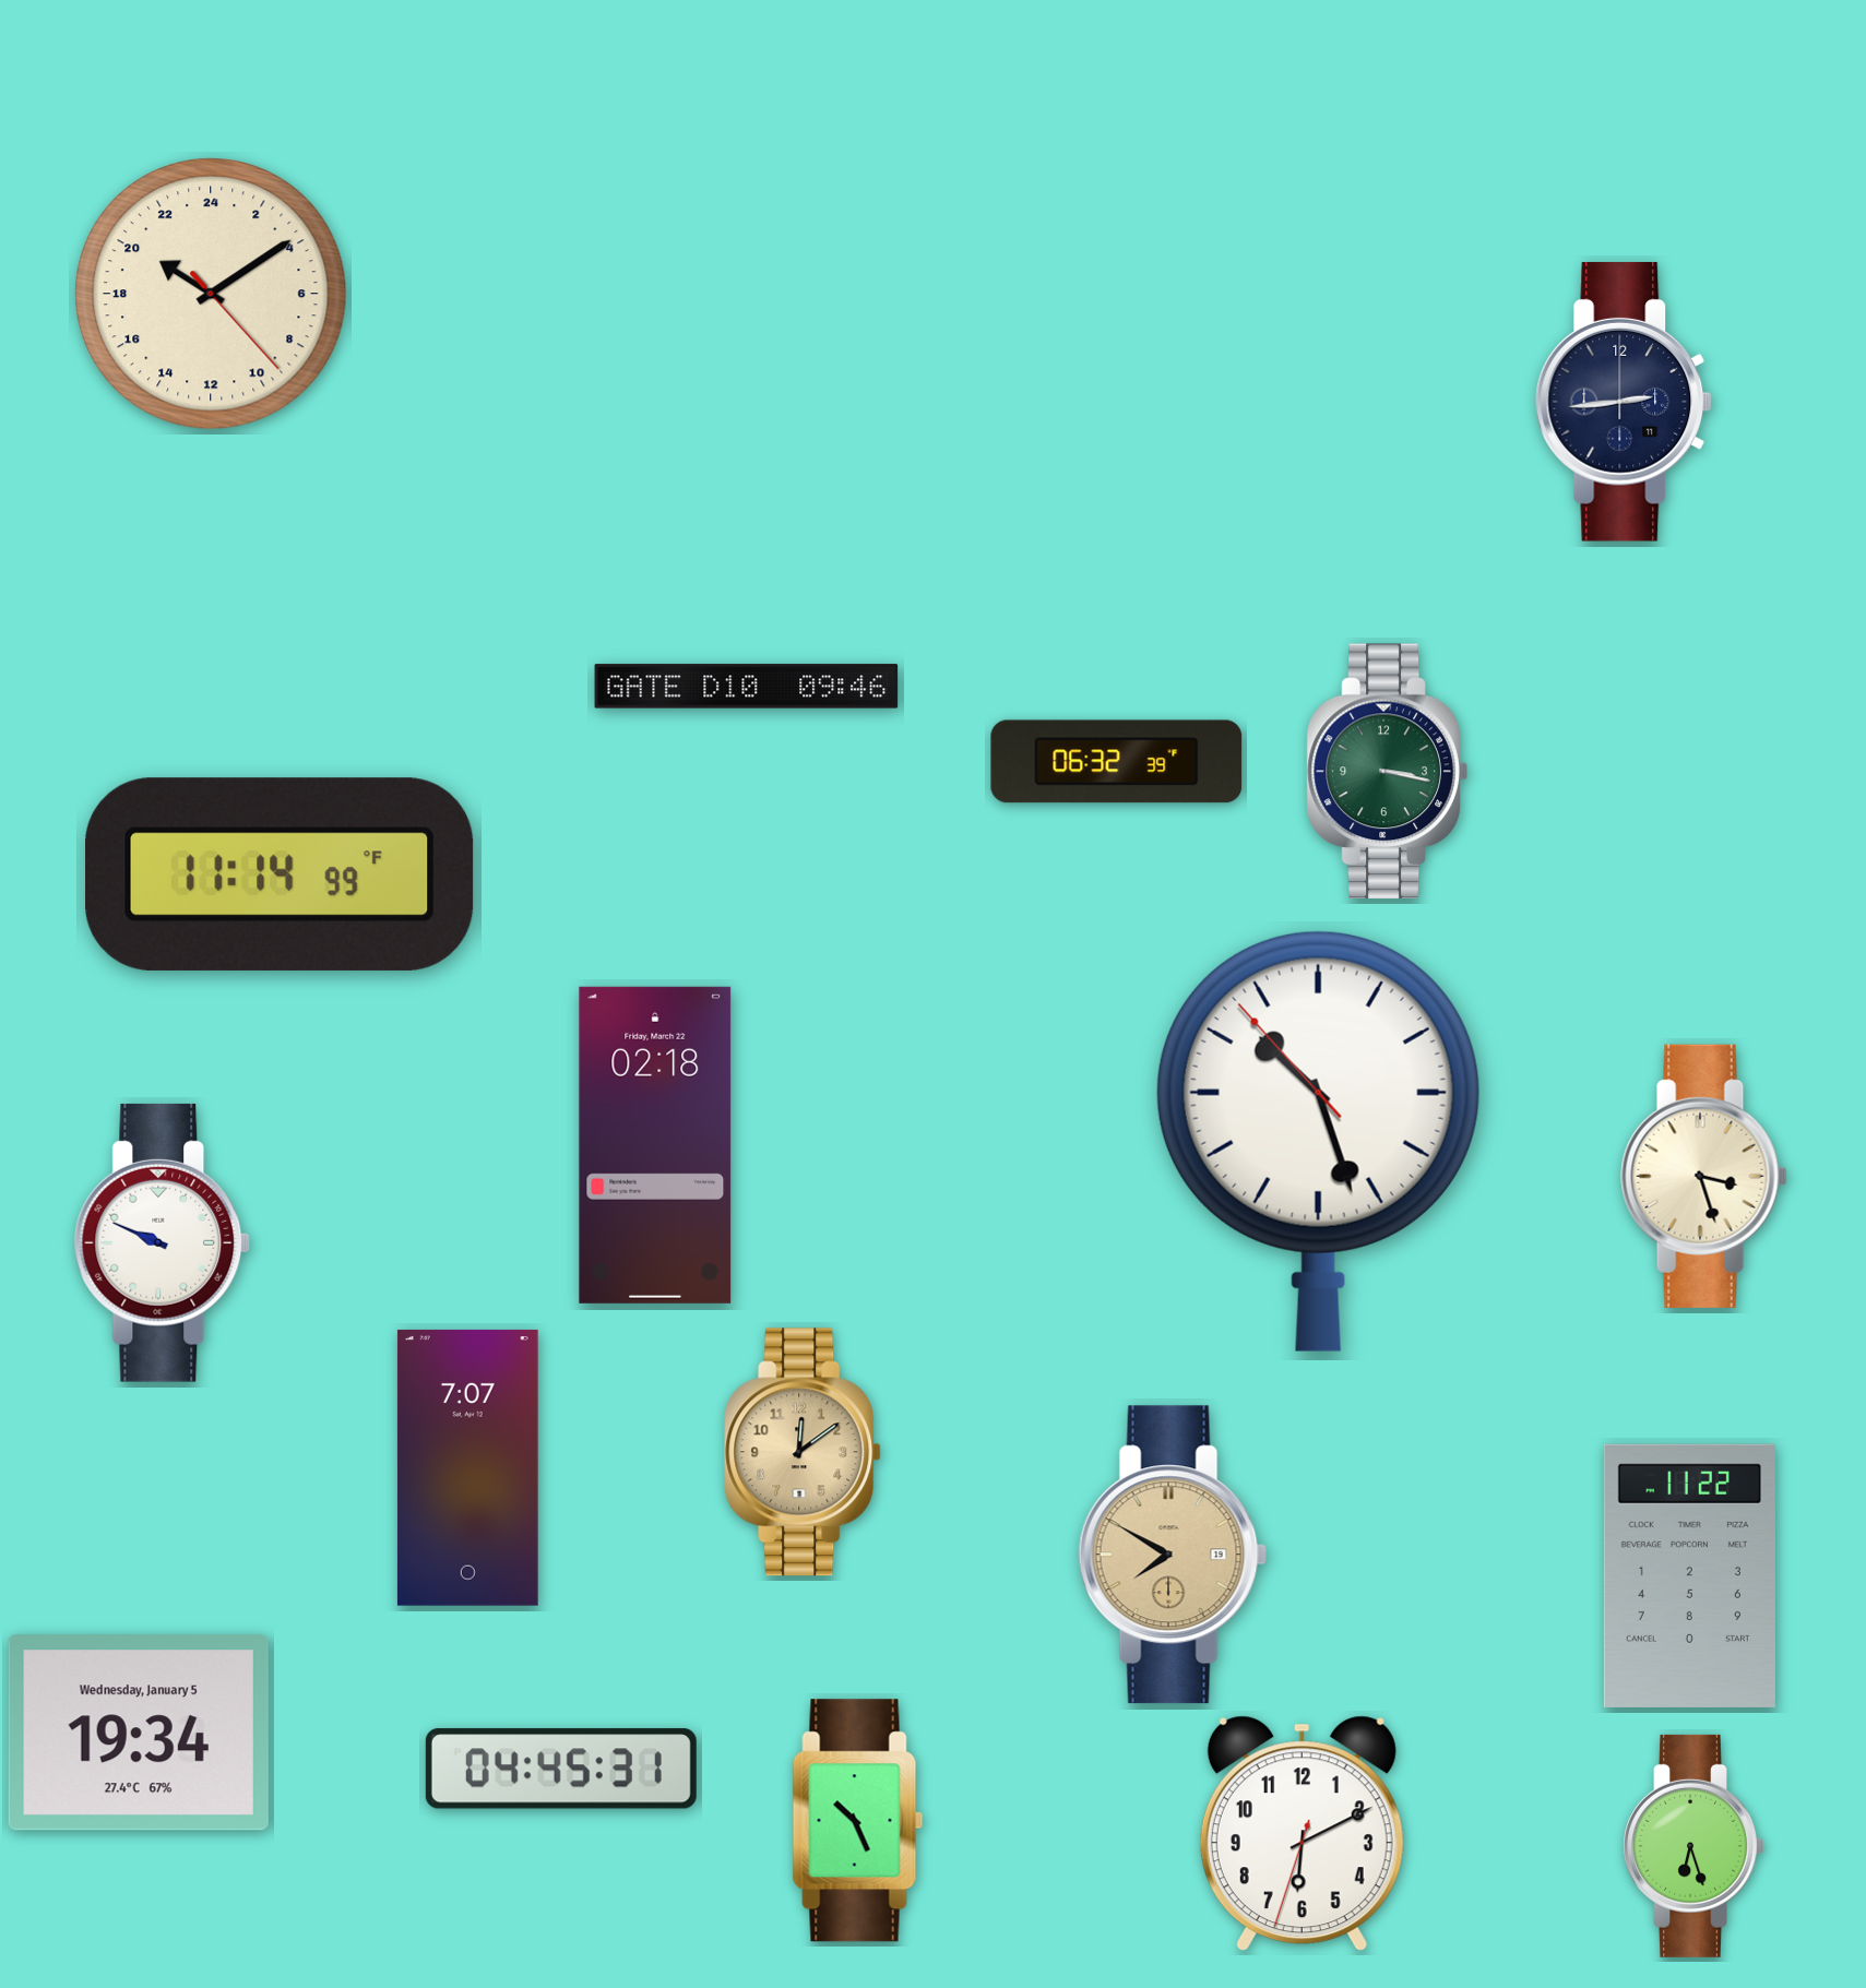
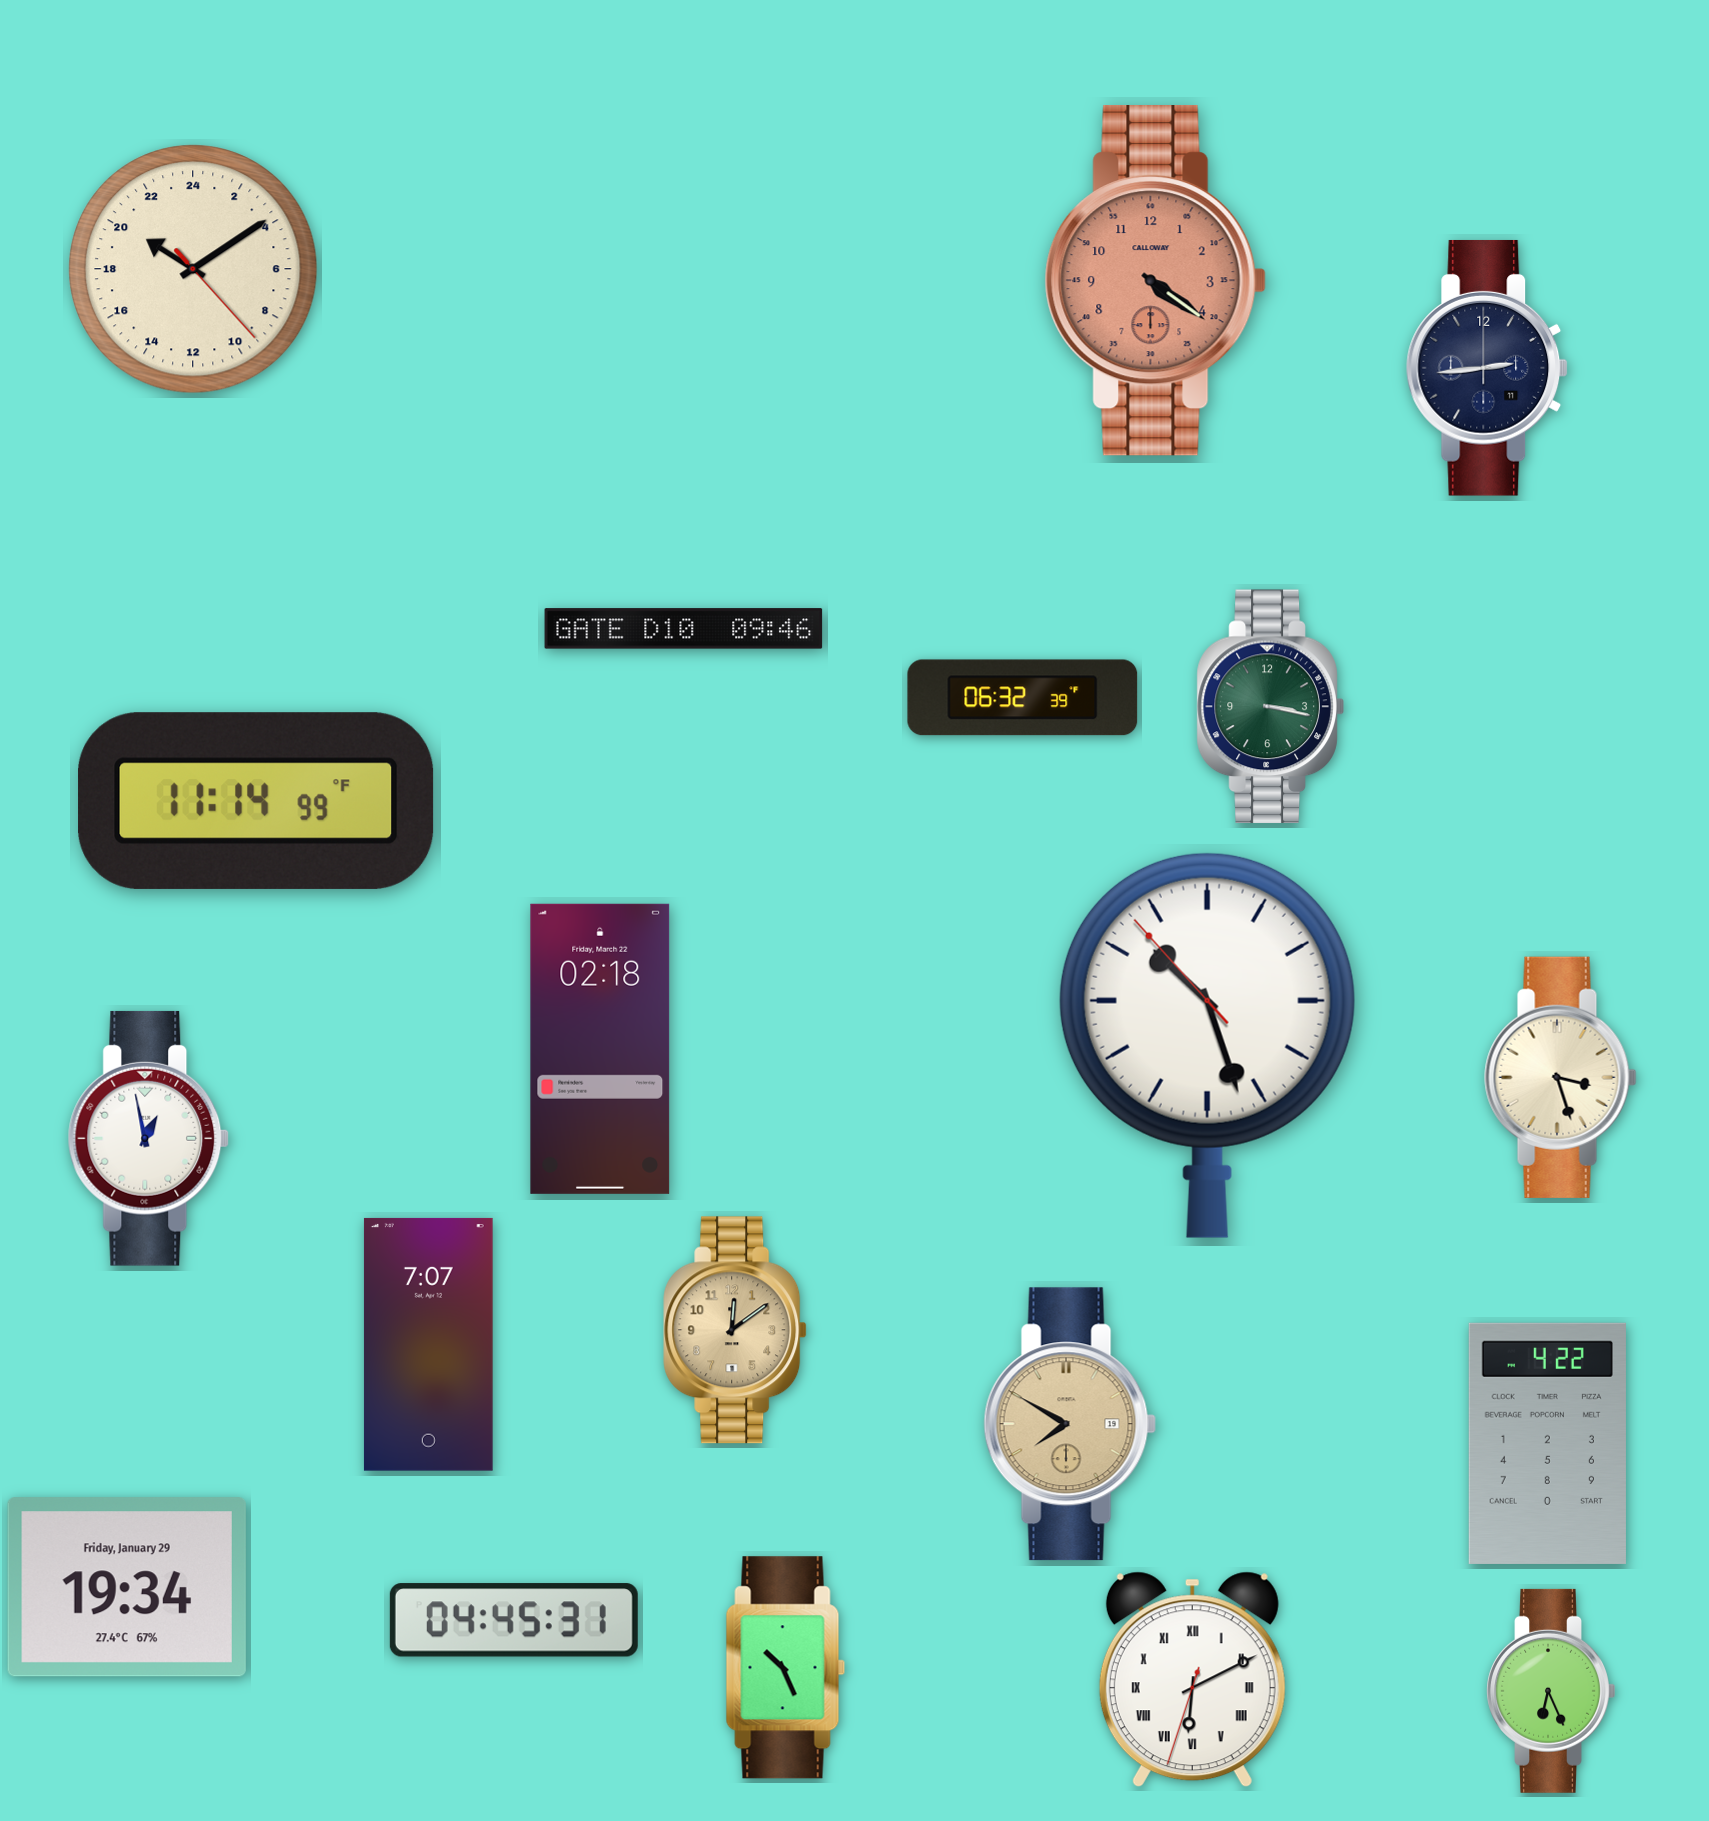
clock at (1155, 281): none -> 4:21
clock at (163, 1242): 9:49 -> 12:58
clock at (1173, 1555) position: (1173, 1555) -> (1070, 1424)
clock at (1689, 1575): 11:22 -> 4:22
clock at (139, 1733) date: Wednesday, January 5 -> Friday, January 29
clock at (1302, 1834) numerals: Arabic -> Roman
clock at (1693, 1846): 6:27 -> 6:26
